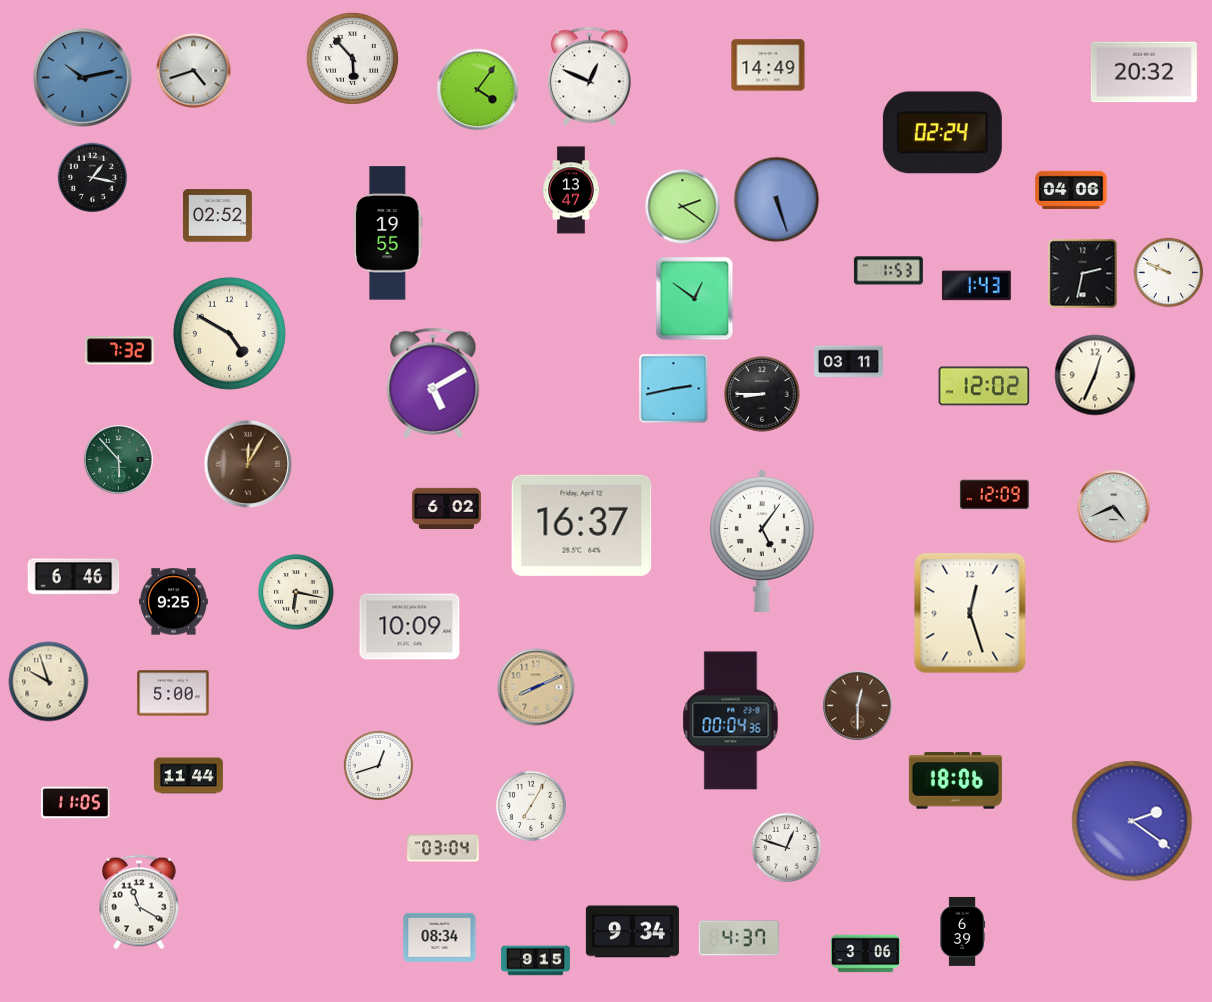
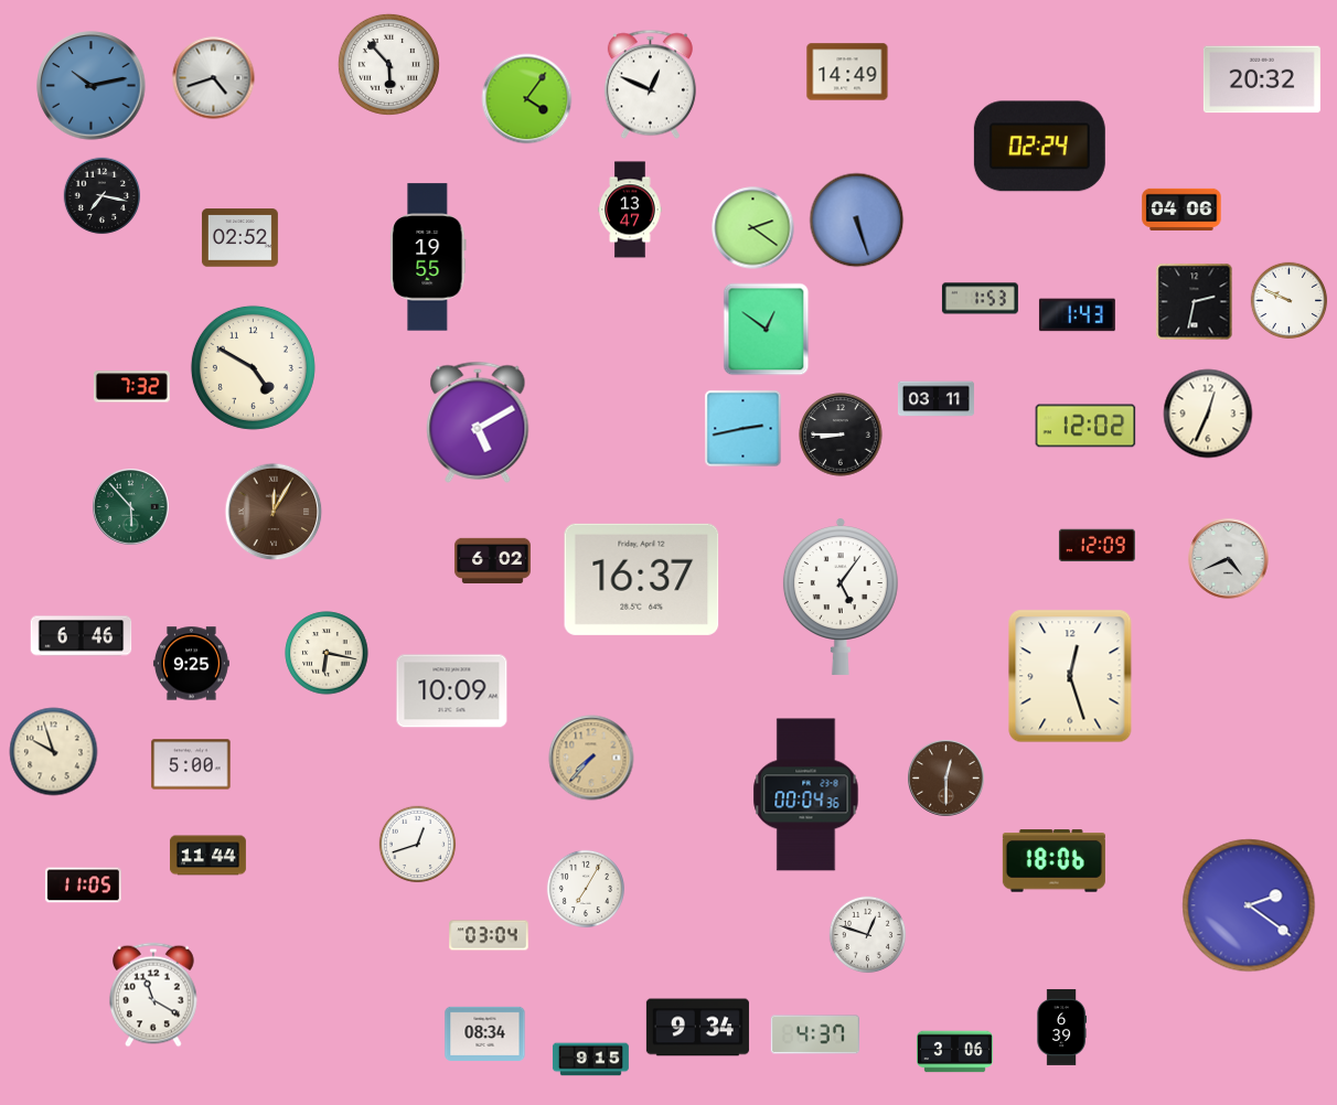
clock at (93, 178): 1:17 -> 7:17
clock at (536, 687): 8:11 -> 7:37
